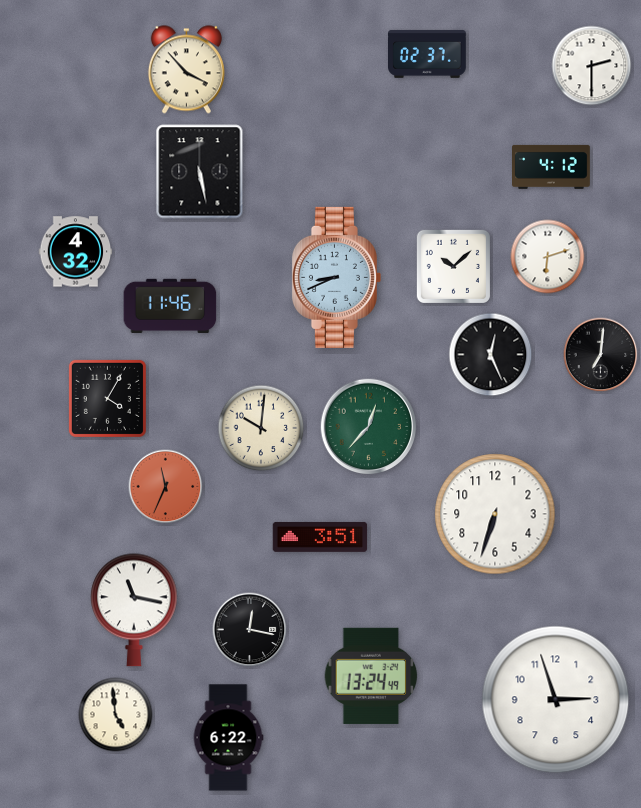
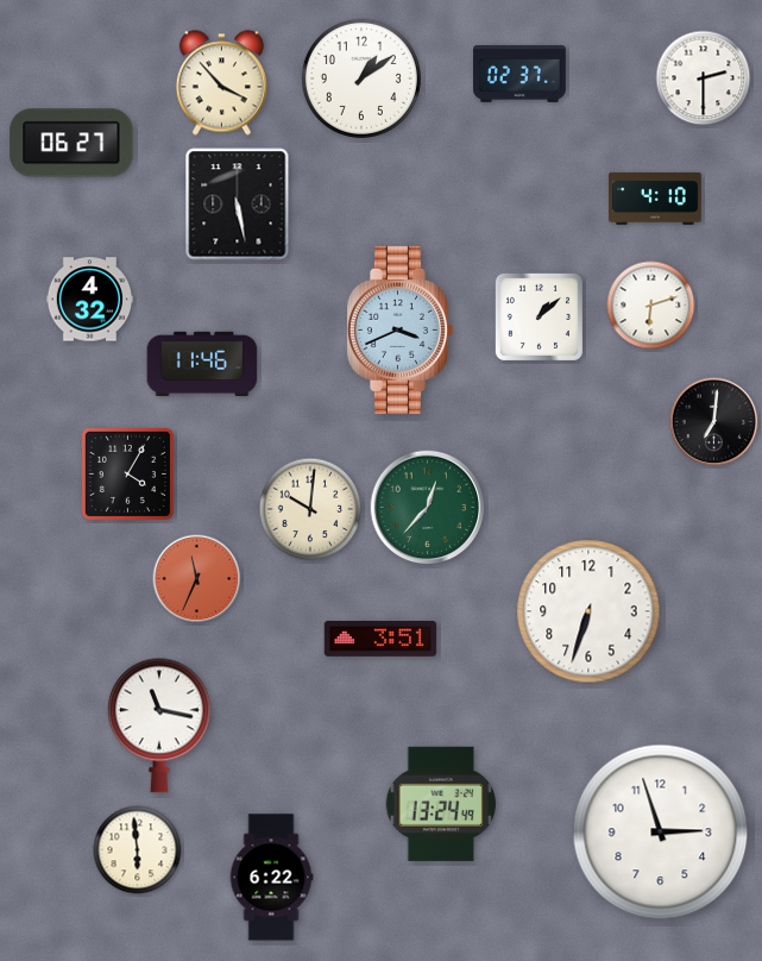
clock at (428, 54) position: (428, 54) -> (521, 74)
clock at (361, 78): none -> 1:09
clock at (71, 143): none -> 06:27
clock at (552, 167): 4:12 -> 4:10
clock at (453, 266): 10:08 -> 1:08
clock at (336, 277): 8:41 -> 3:41
clock at (491, 355): 12:26 -> none
clock at (369, 427) position: (369, 427) -> (428, 508)
clock at (250, 630): 12:17 -> none
clock at (116, 715): 4:59 -> 5:59
